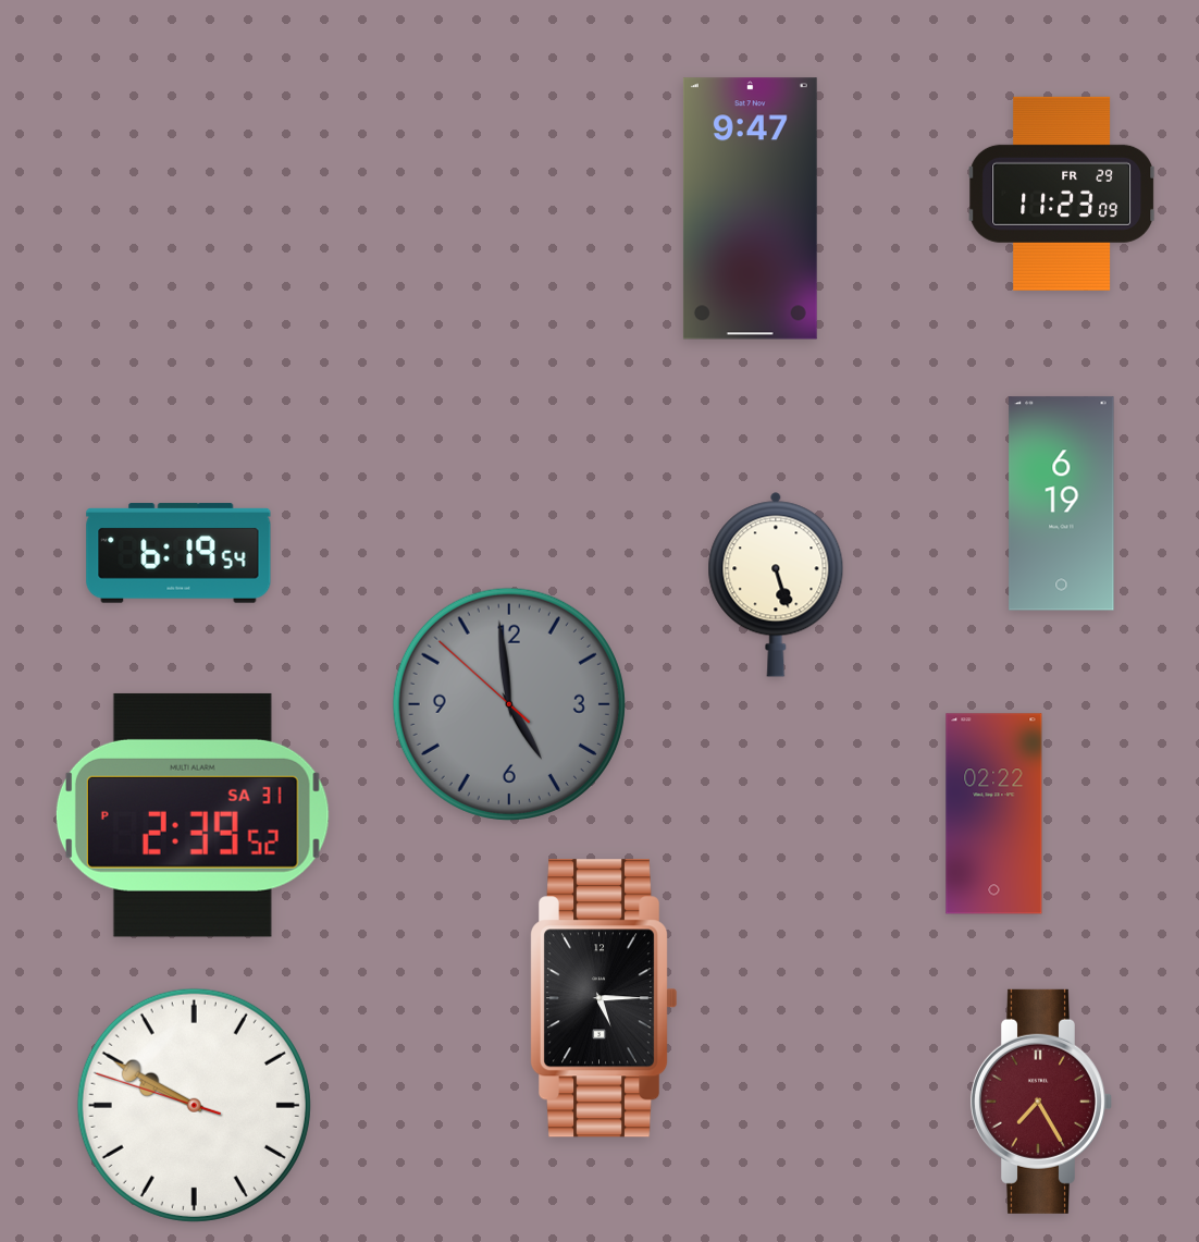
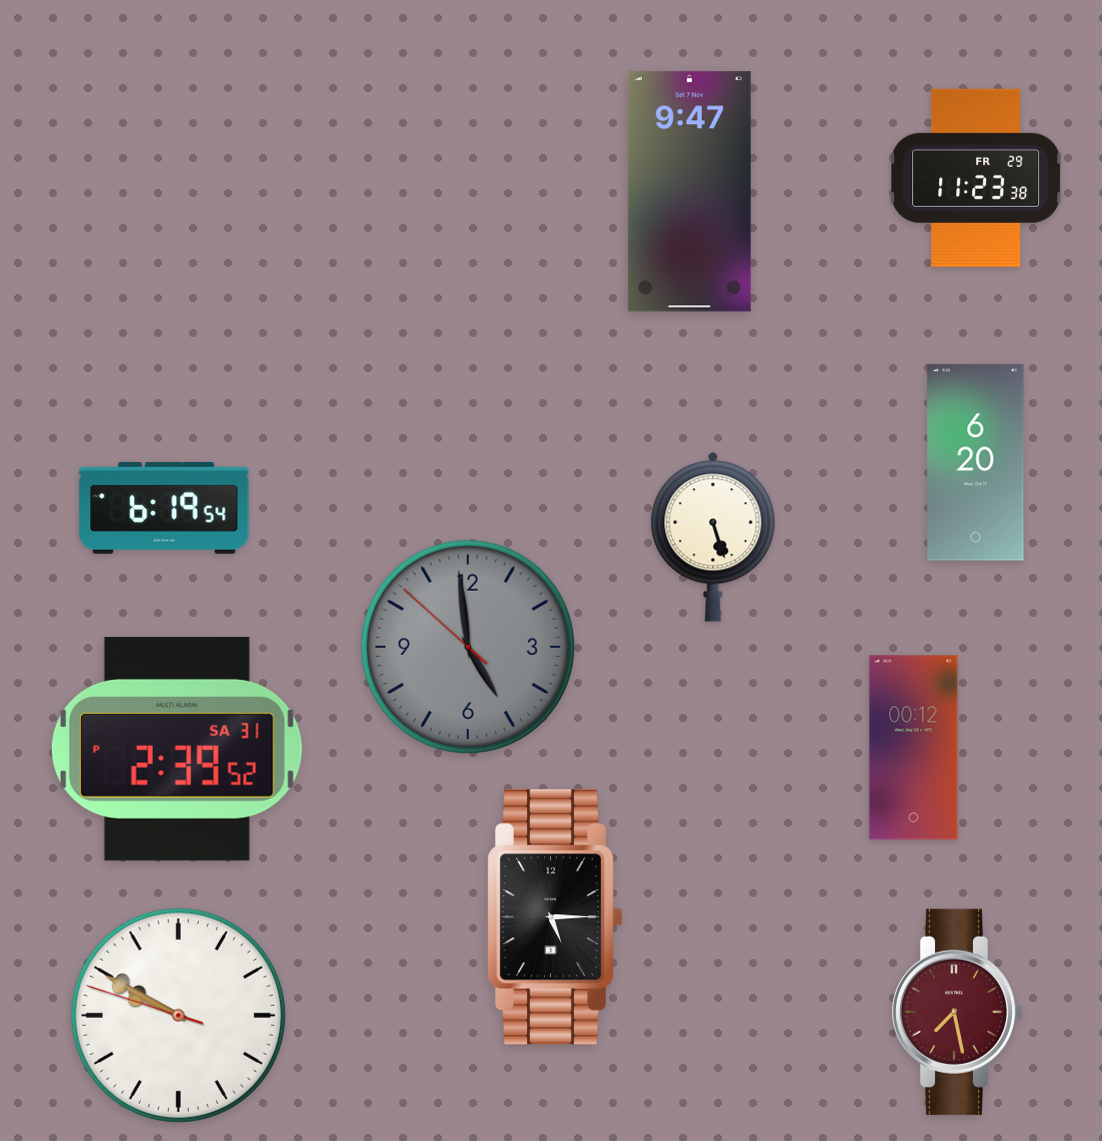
clock at (1062, 194): 11:23:09 -> 11:23:38
clock at (1062, 504): 6:19 -> 6:20
clock at (994, 814): 02:22 -> 00:12
clock at (1040, 1102): 7:25 -> 7:28
